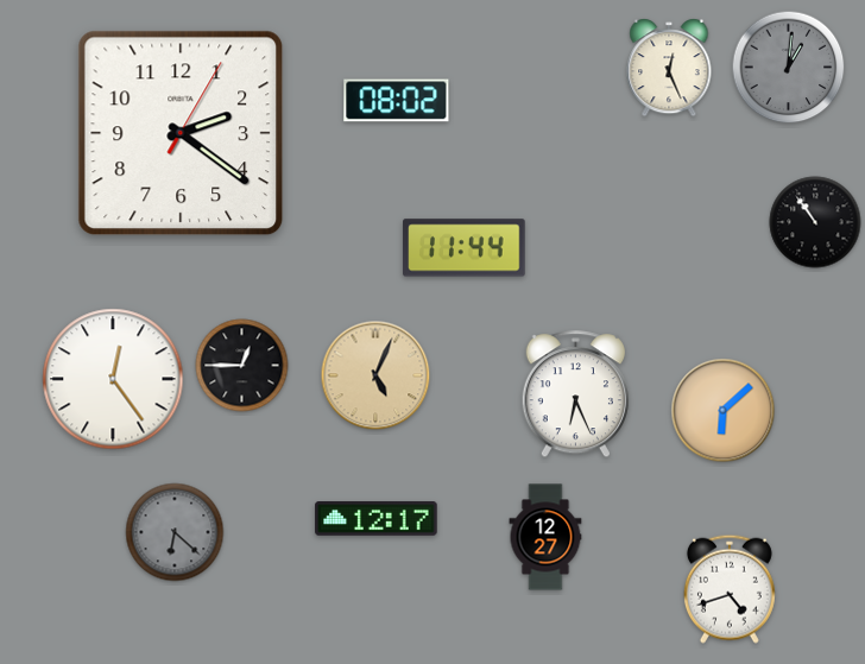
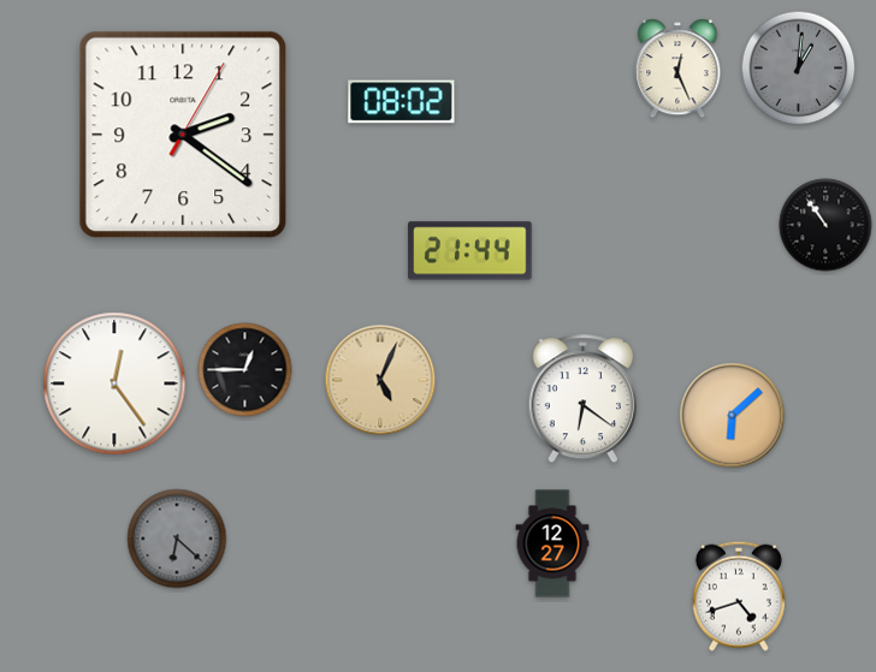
clock at (465, 248): 11:44 -> 21:44
clock at (575, 394): 6:26 -> 6:21
clock at (377, 519): 12:17 -> none
